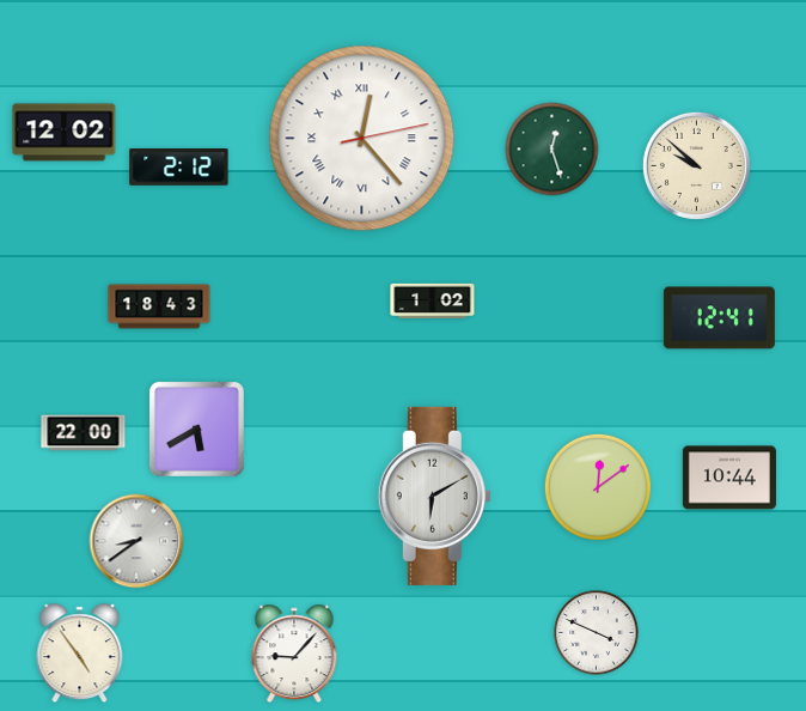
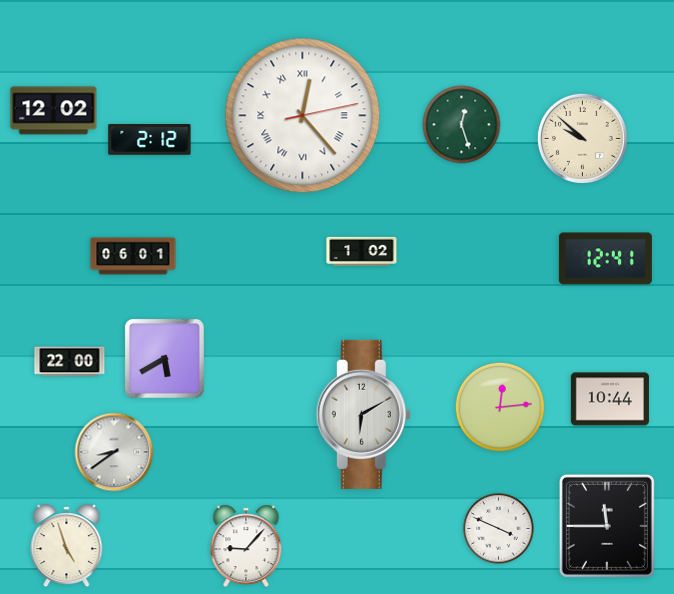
clock at (159, 306): 18:43 -> 06:01
clock at (719, 318) position: (719, 318) -> (605, 259)
clock at (598, 487): 12:09 -> 12:14
clock at (607, 526): none -> 11:45
clock at (80, 654): 4:54 -> 4:57
